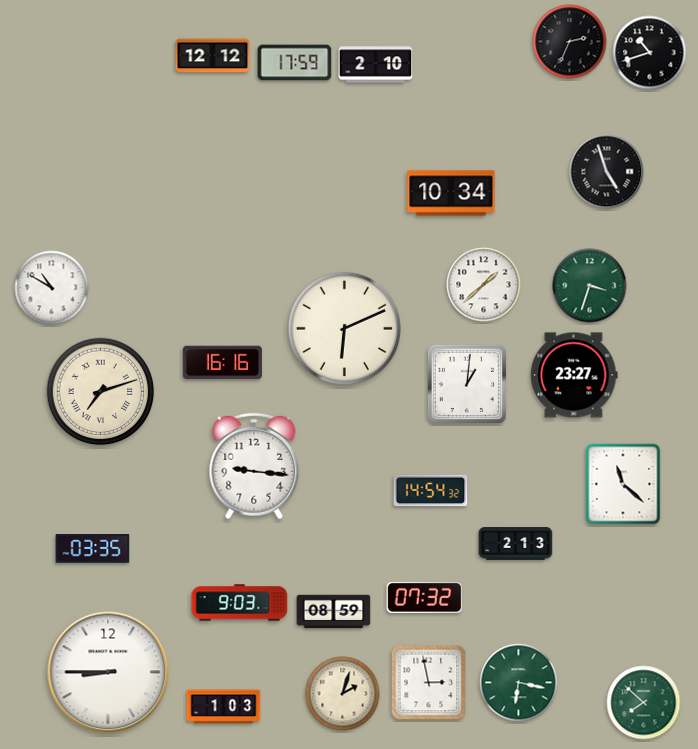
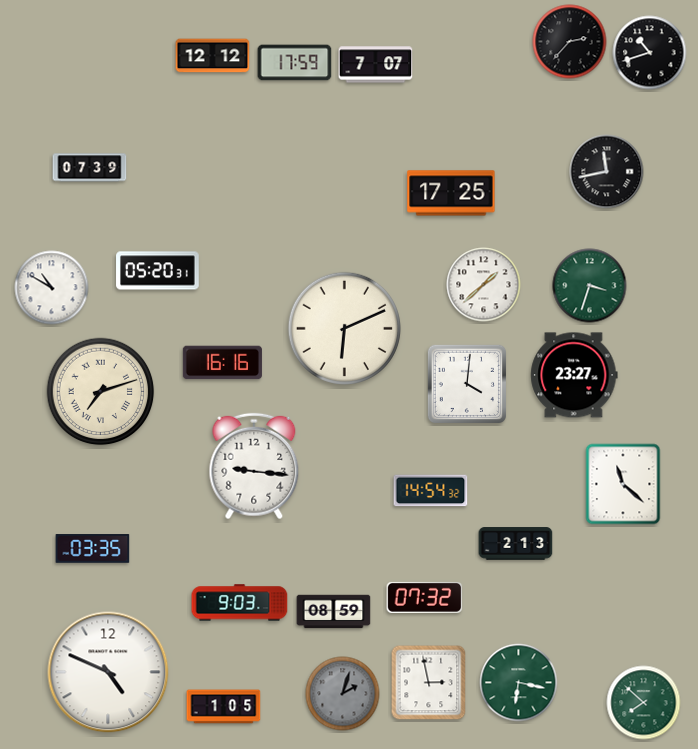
clock at (570, 42): 2:34 -> 2:37
clock at (376, 65): 2:10 -> 7:07
clock at (90, 168): none -> 07:39
clock at (607, 172): 4:57 -> 11:43
clock at (451, 193): 10:34 -> 17:25
clock at (158, 271): none -> 05:20
clock at (466, 383): 1:01 -> 4:01
clock at (108, 672): 8:45 -> 4:49
clock at (343, 694) dial: cream -> grey
clock at (224, 707): 1:03 -> 1:05
